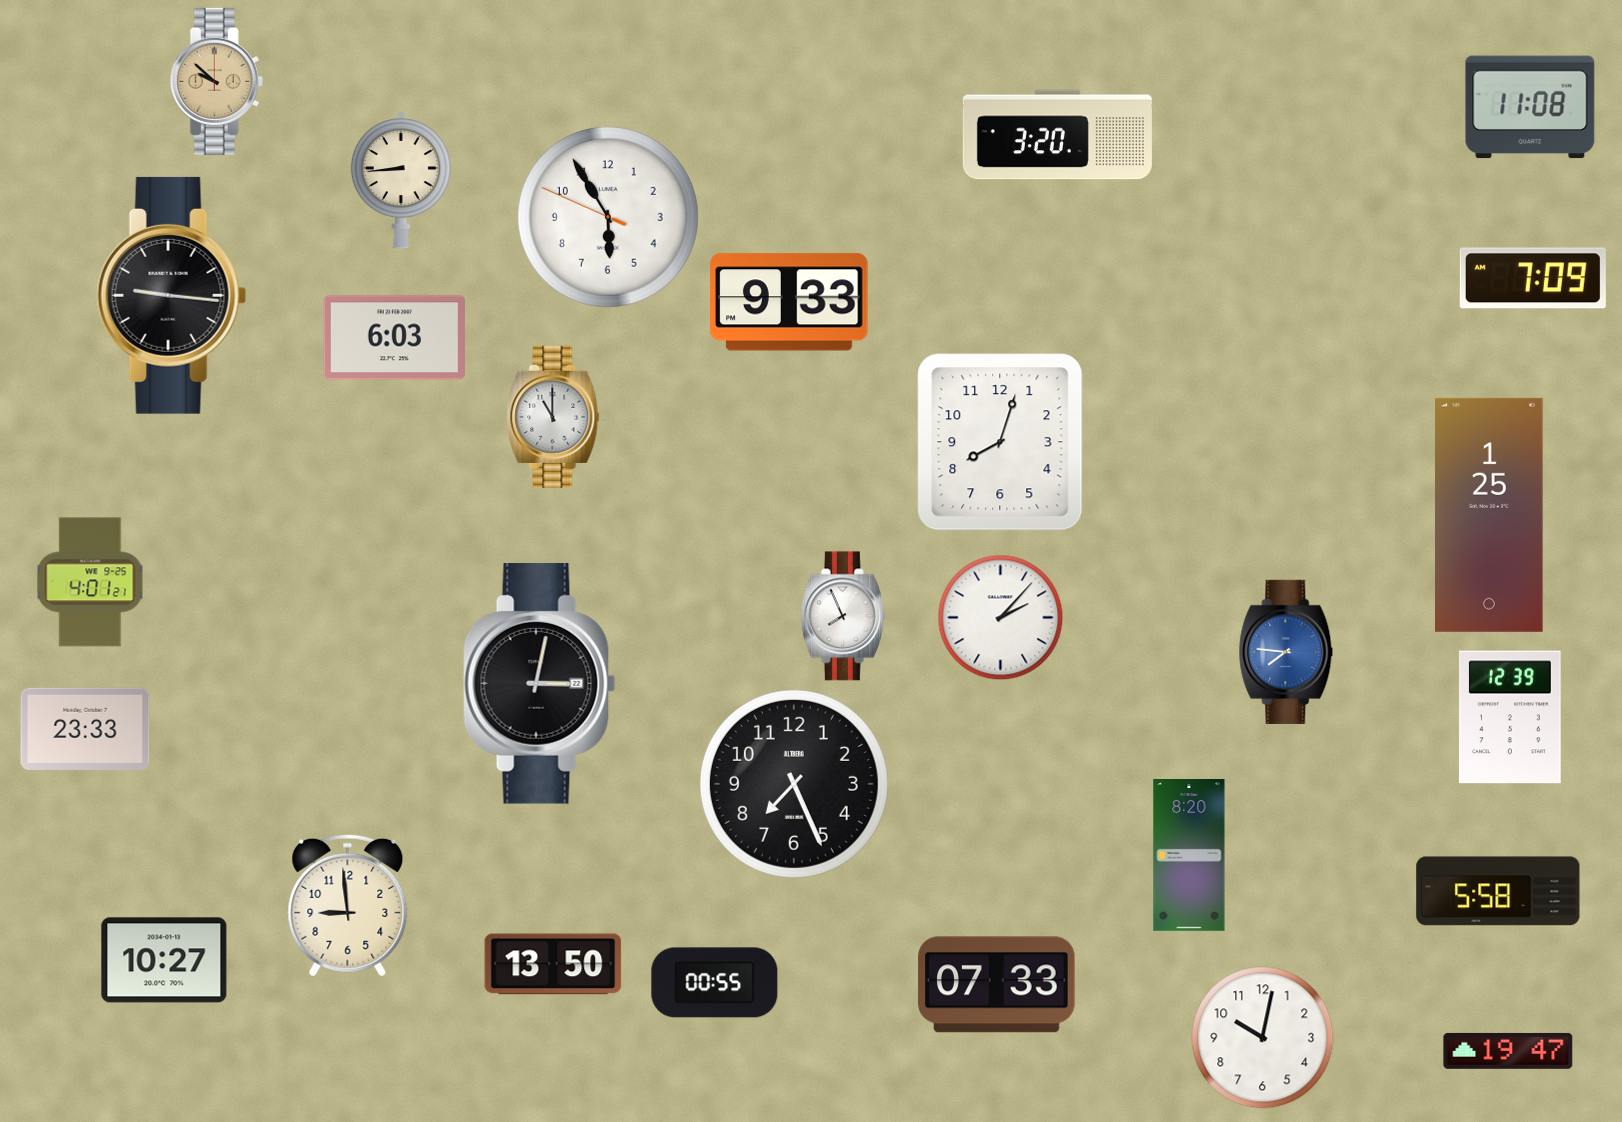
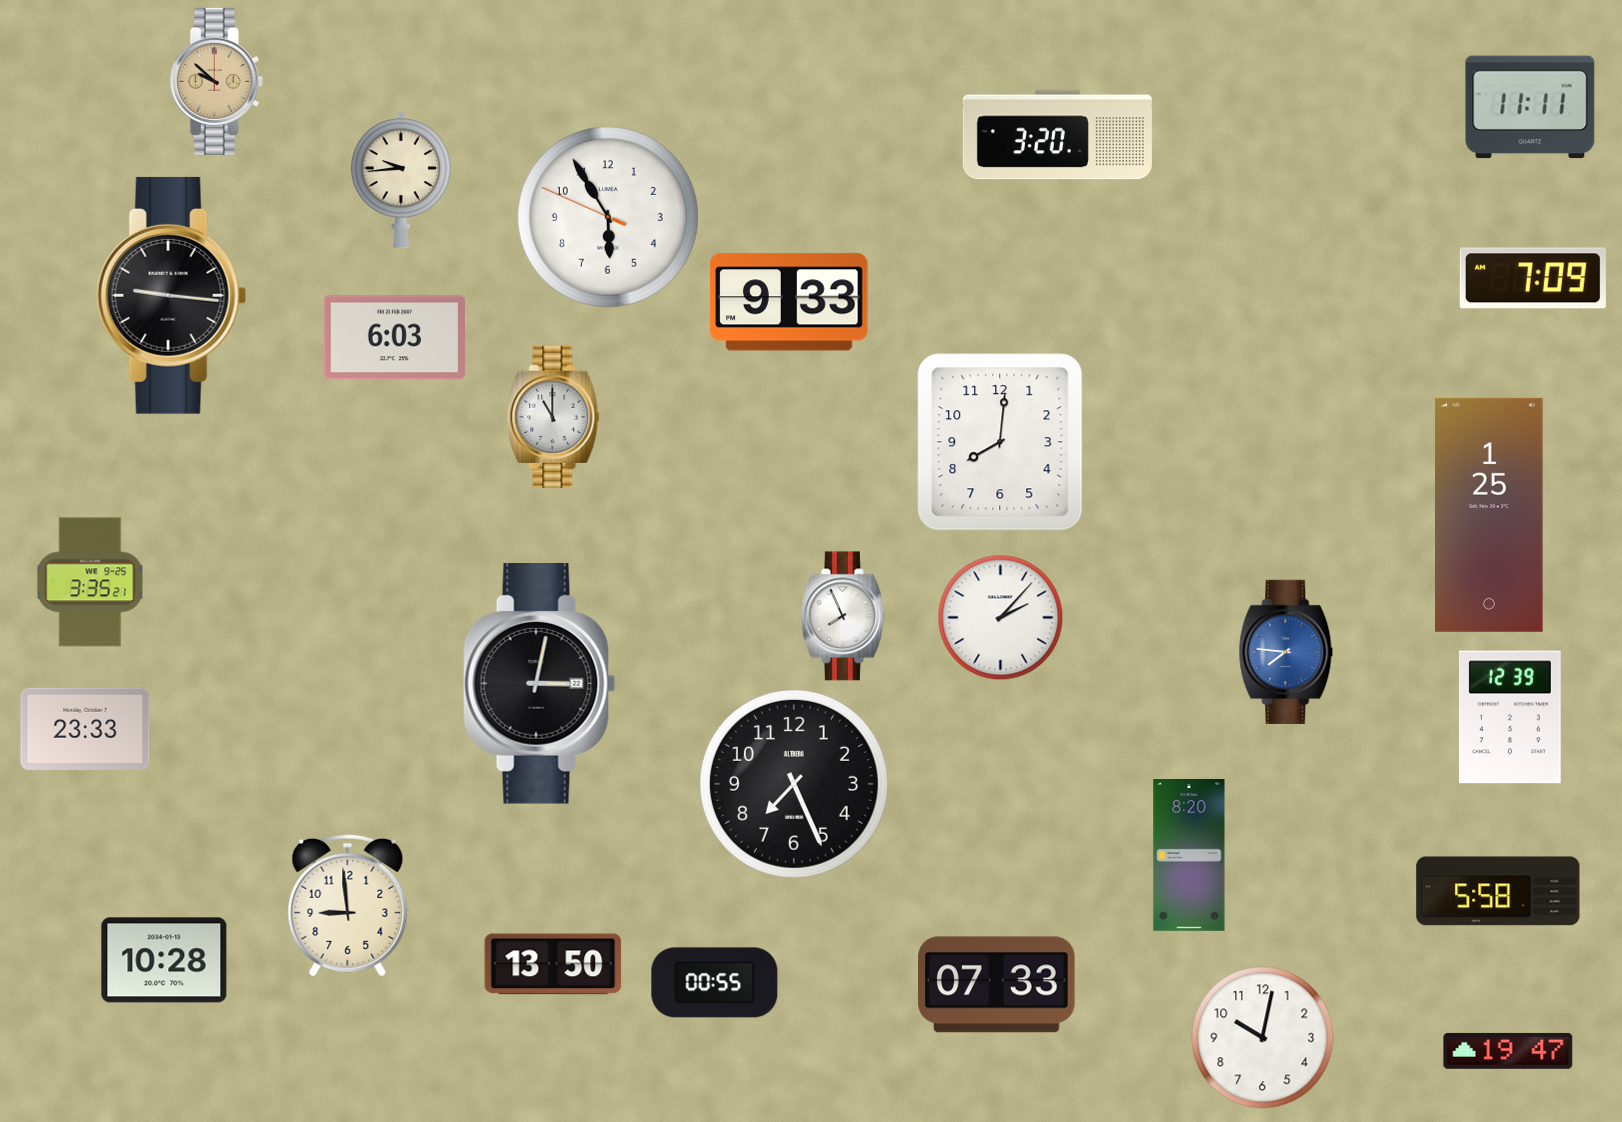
clock at (1530, 107): 11:08 -> 11:11
clock at (401, 181): 8:44 -> 9:44
clock at (1000, 442): 8:03 -> 8:01
clock at (90, 582): 4:01 -> 3:35
clock at (164, 960): 10:27 -> 10:28
